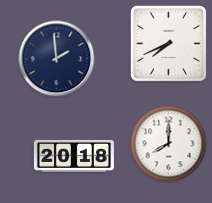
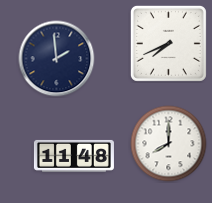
clock at (74, 156): 20:18 -> 11:48
